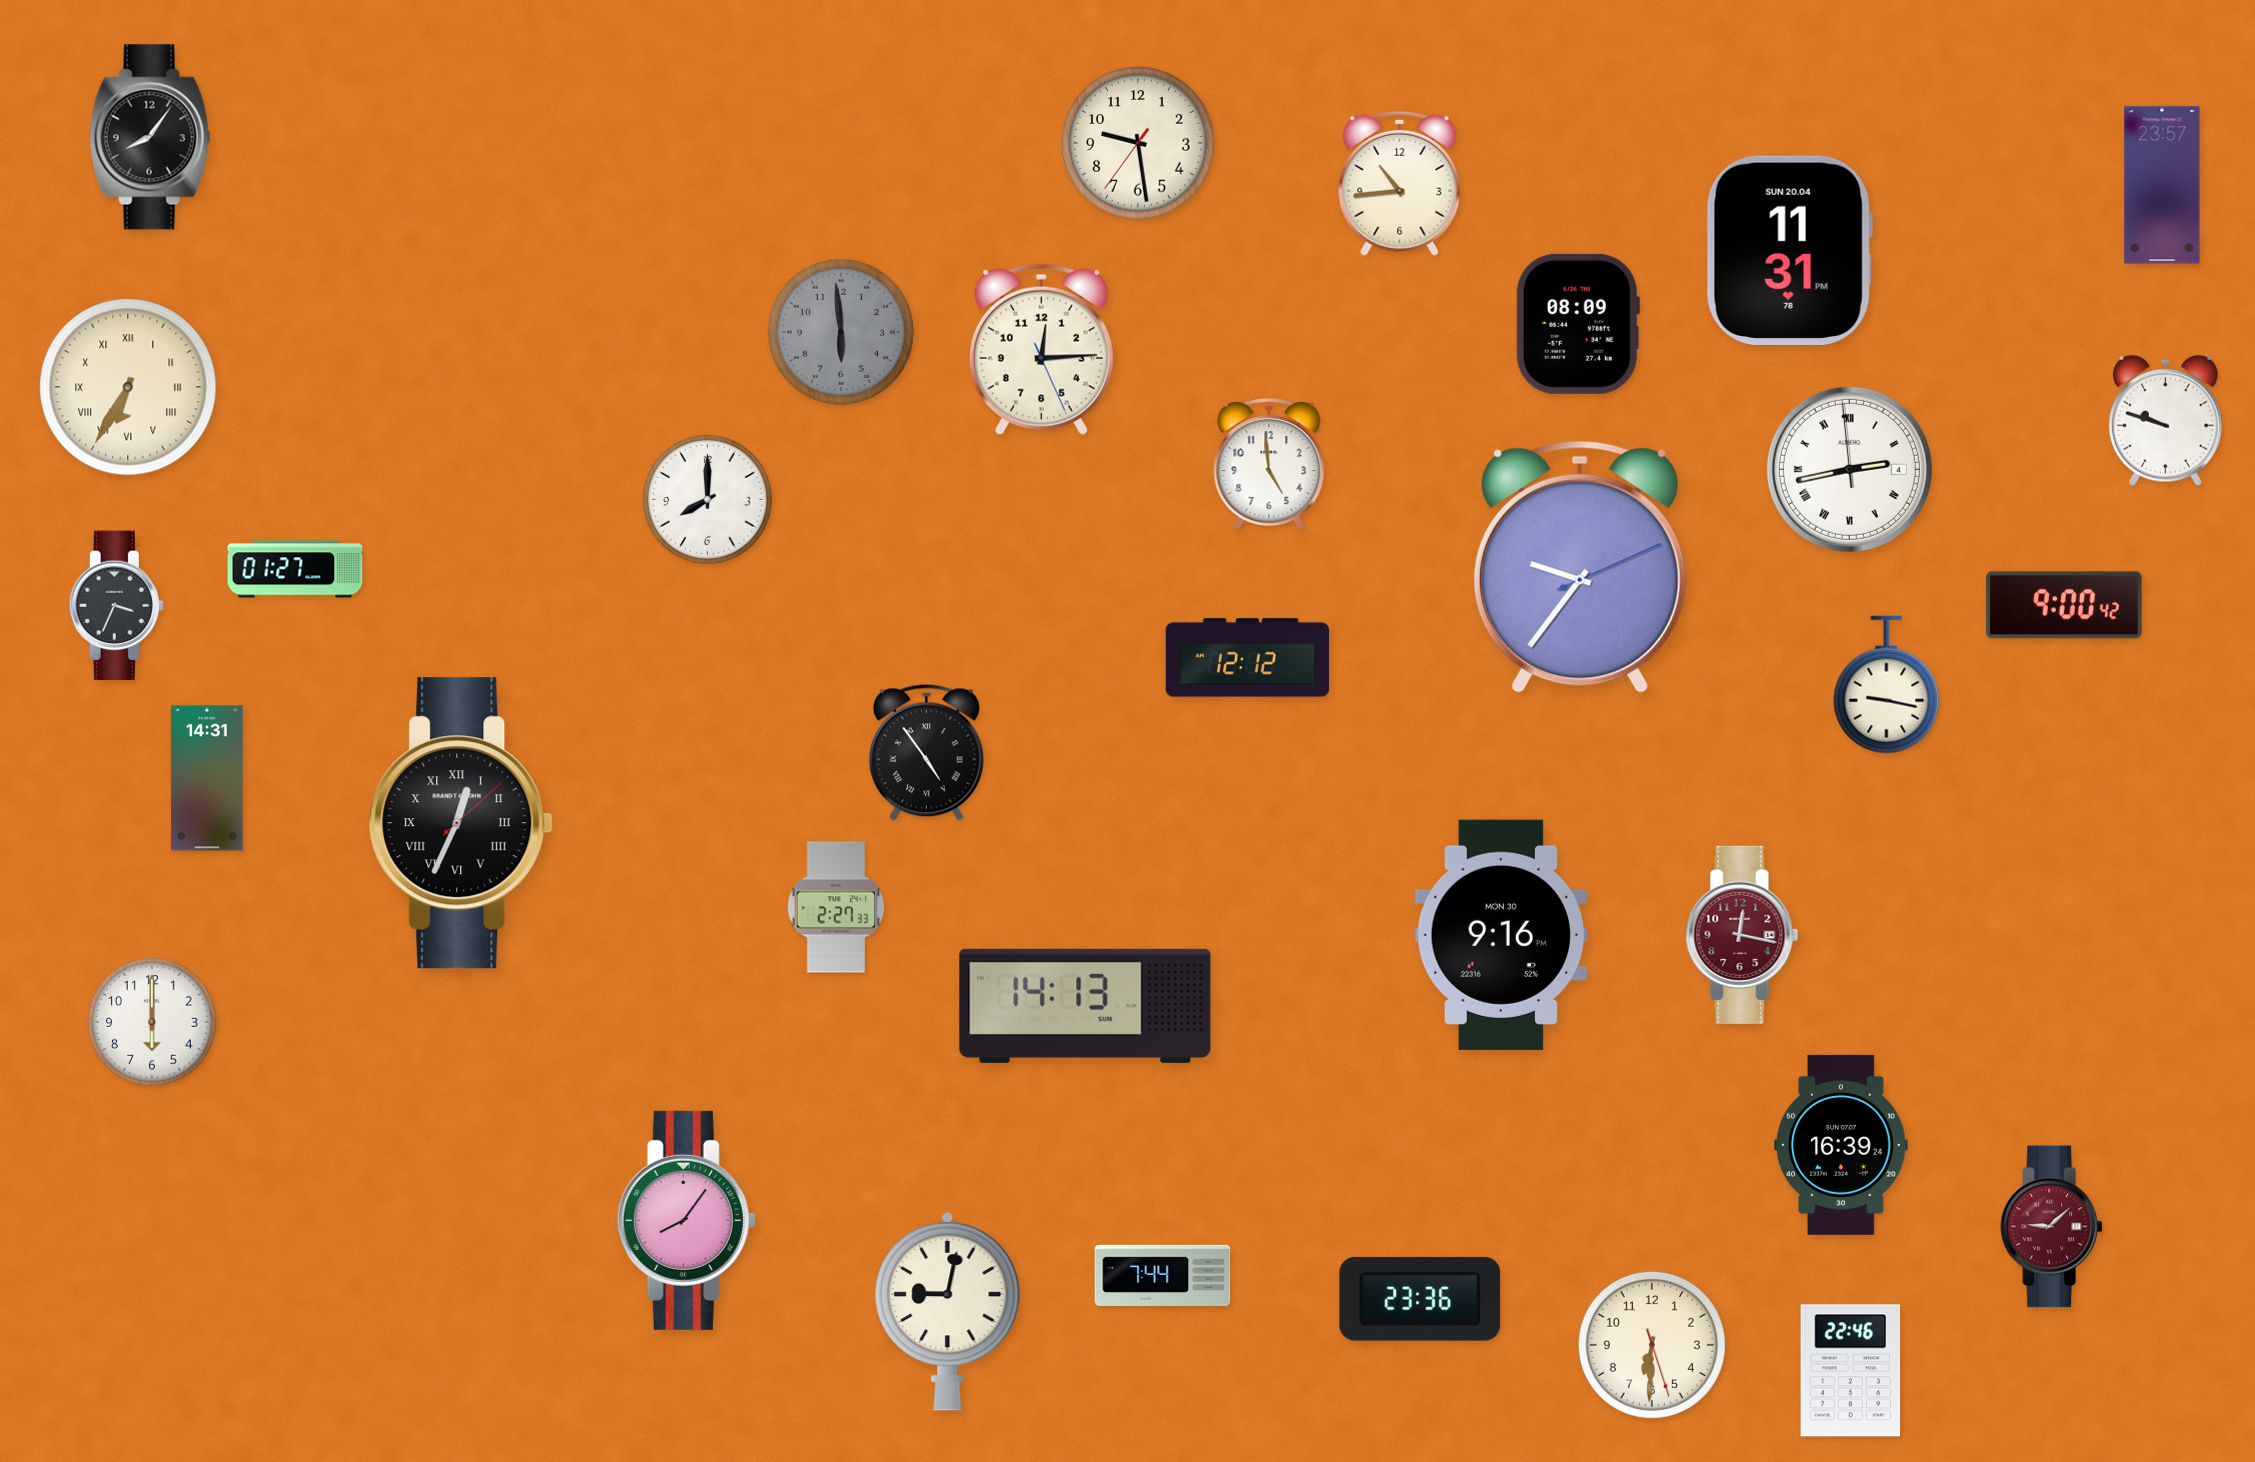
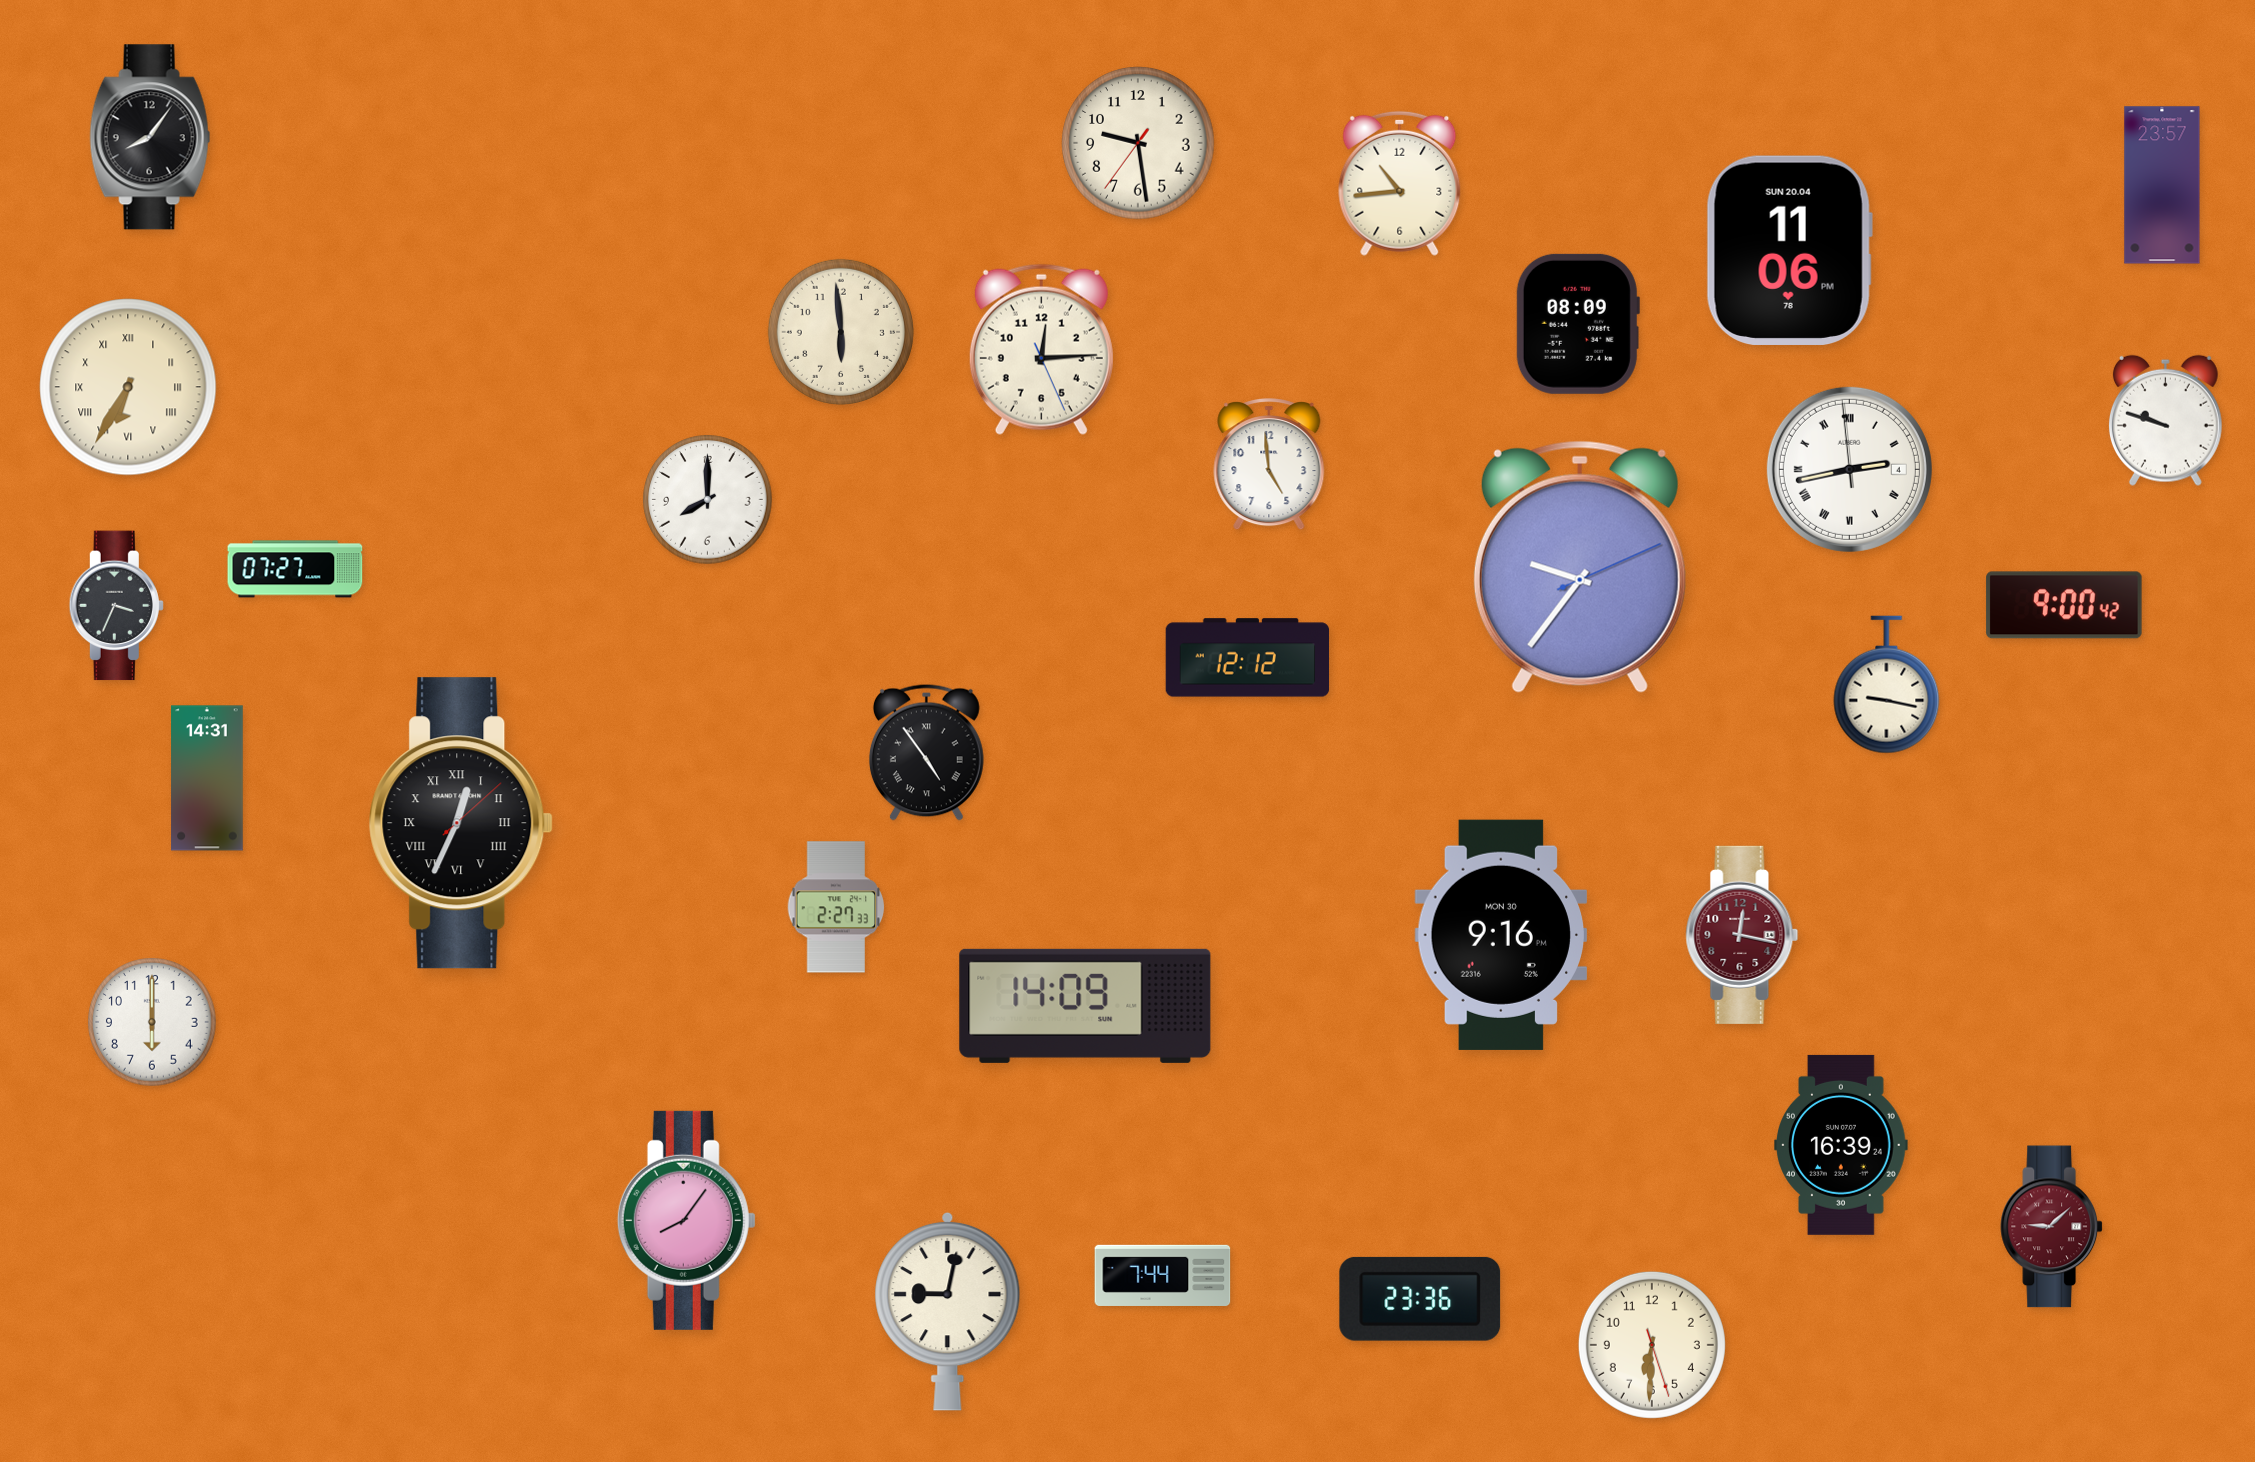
clock at (1789, 250): 11:31 -> 11:06
clock at (841, 332) dial: grey -> cream
clock at (295, 569): 01:27 -> 07:27
clock at (1085, 1006): 14:13 -> 14:09
clock at (1851, 1371): 22:46 -> none
